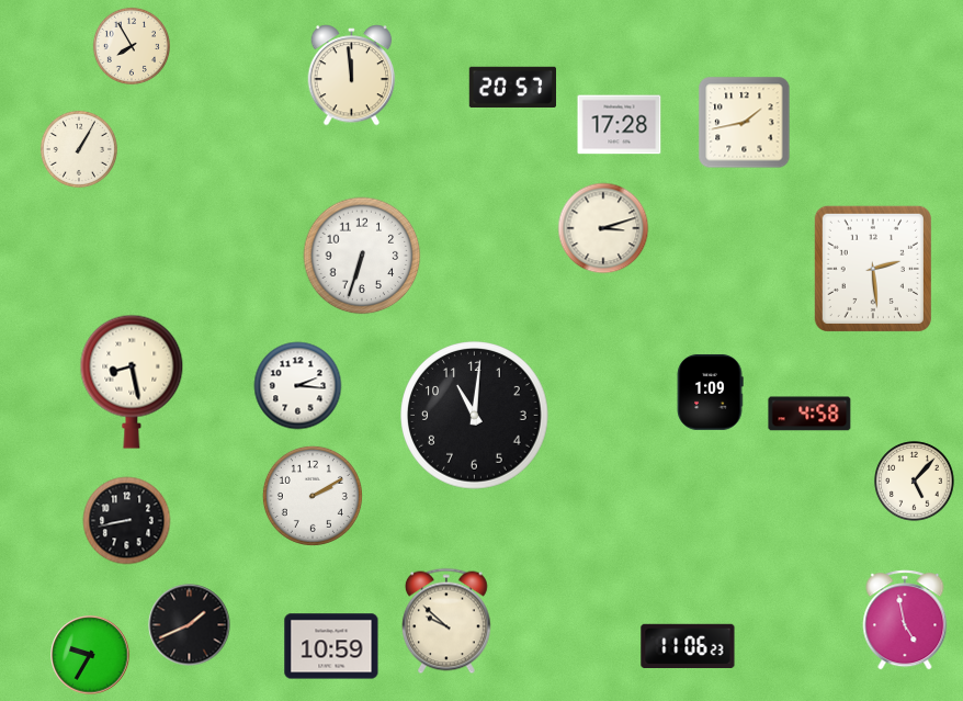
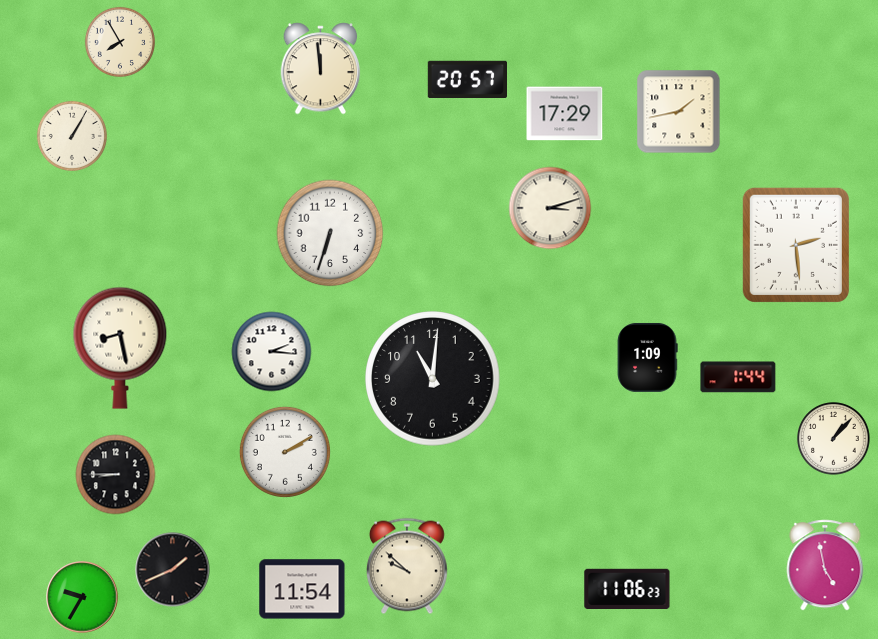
clock at (620, 125): 17:28 -> 17:29
clock at (809, 414): 4:58 -> 1:44
clock at (915, 482): 5:07 -> 1:07
clock at (127, 521): 8:43 -> 8:45
clock at (331, 646): 10:59 -> 11:54
